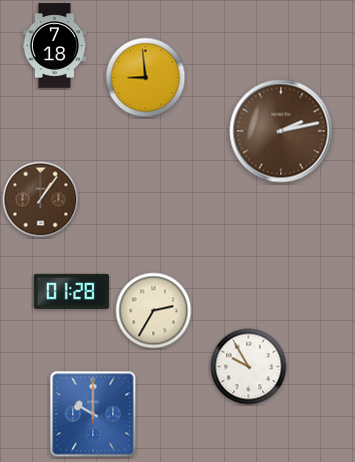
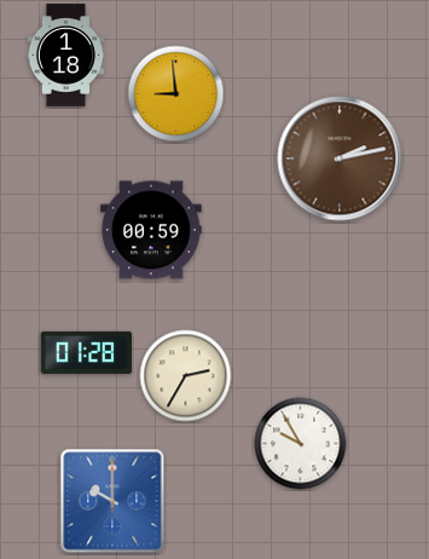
clock at (55, 46): 7:18 -> 1:18
clock at (151, 230): none -> 00:59
clock at (41, 200): 1:06 -> none
